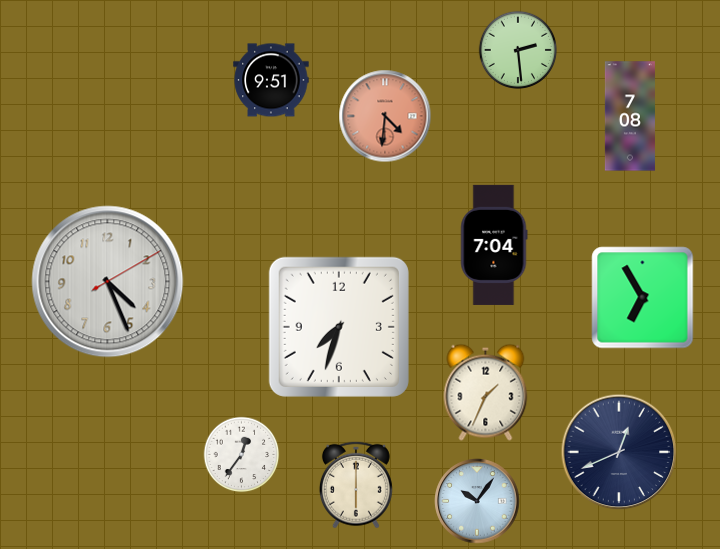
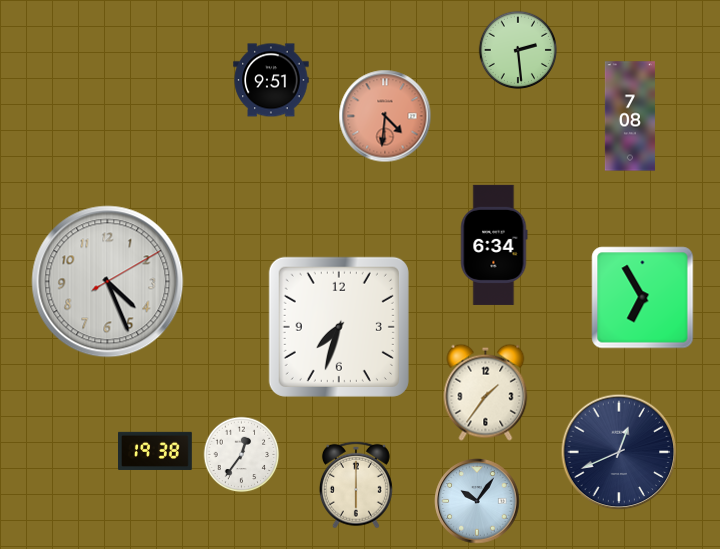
clock at (494, 245): 7:04 -> 6:34
clock at (486, 392): 1:34 -> 1:36
clock at (156, 451): none -> 19:38
